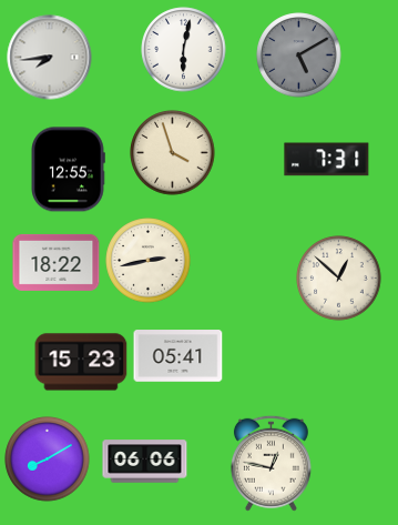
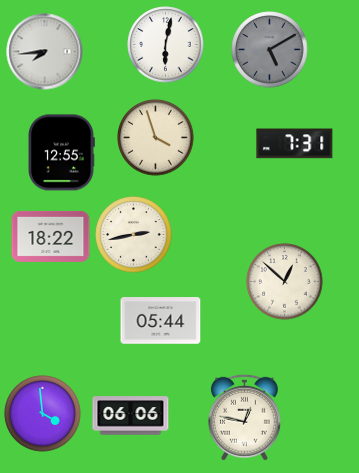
clock at (339, 279) position: (339, 279) -> (285, 282)
clock at (178, 356): 05:41 -> 05:44
clock at (81, 362): 15:23 -> none
clock at (48, 460): 8:10 -> 3:59
